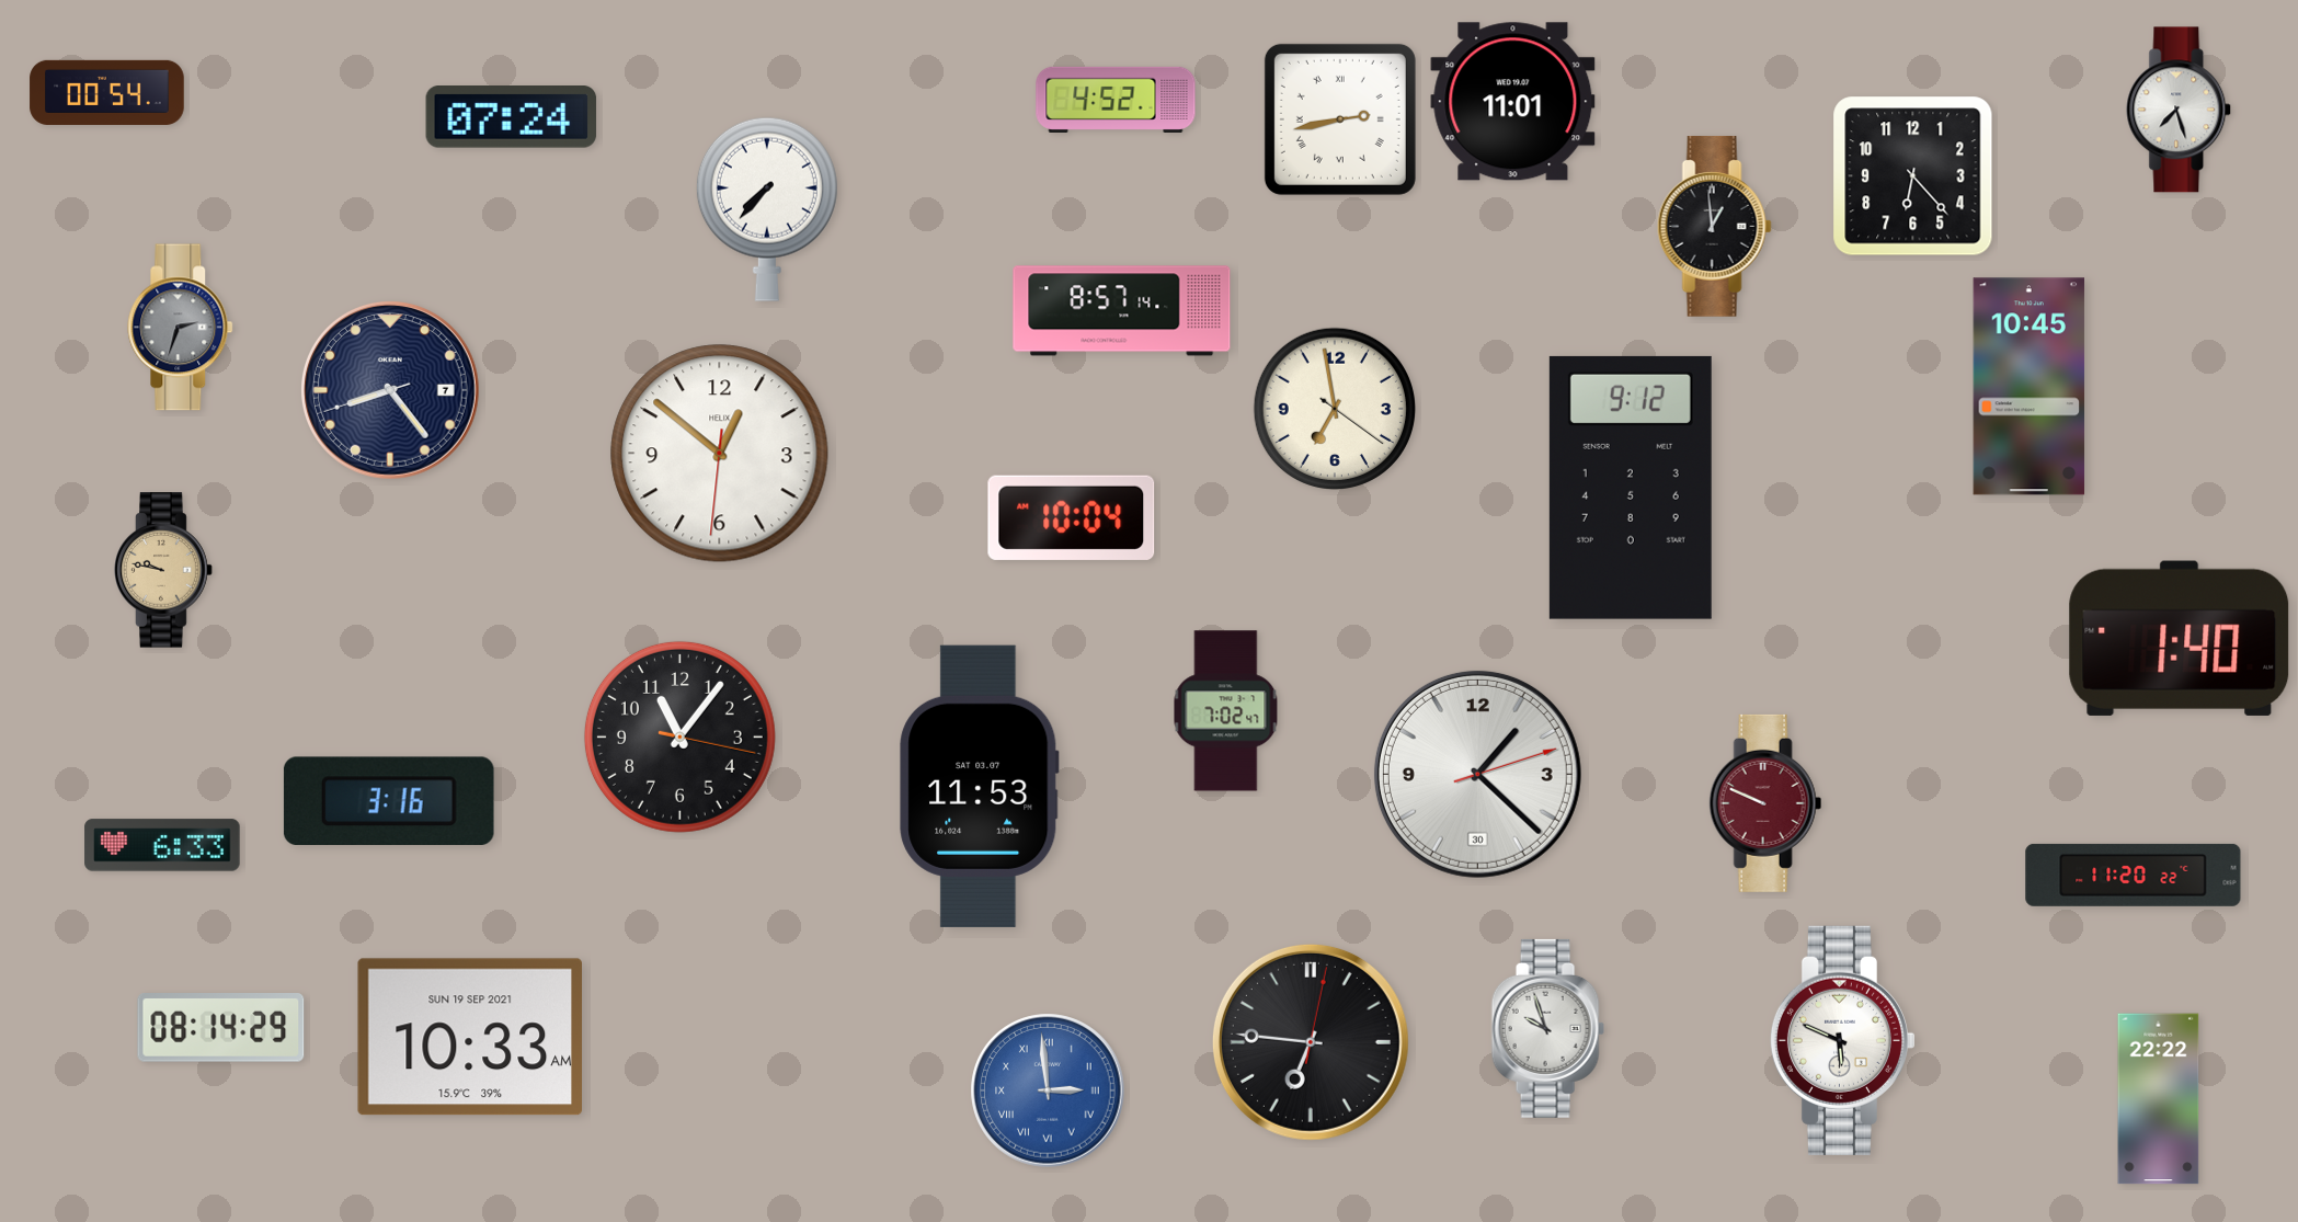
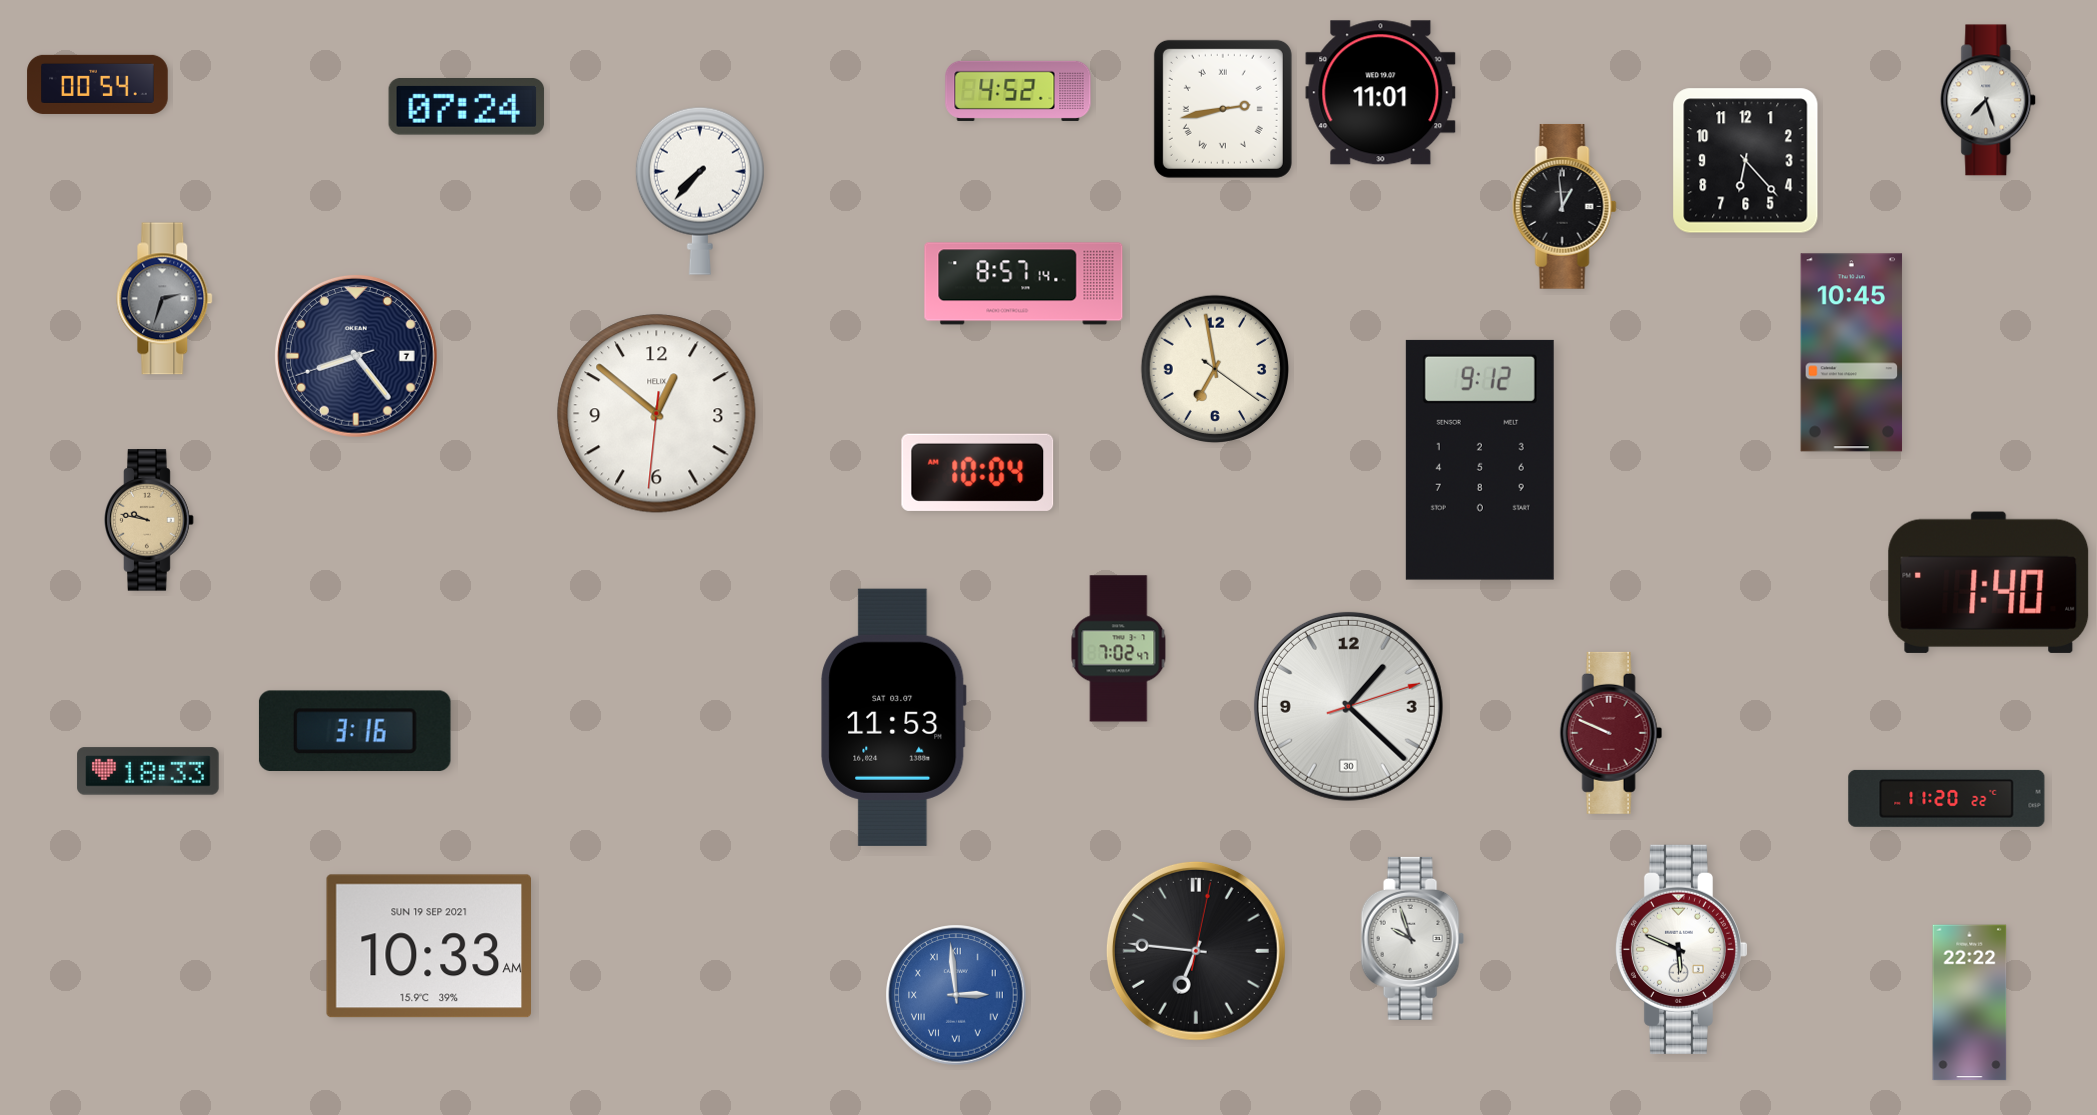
clock at (1334, 408) position: (1334, 408) -> (1214, 368)
clock at (1631, 488) position: (1631, 488) -> (1480, 460)
clock at (679, 736): 11:06 -> none
clock at (162, 845): 6:33 -> 18:33
clock at (221, 1028): 08:14 -> none
